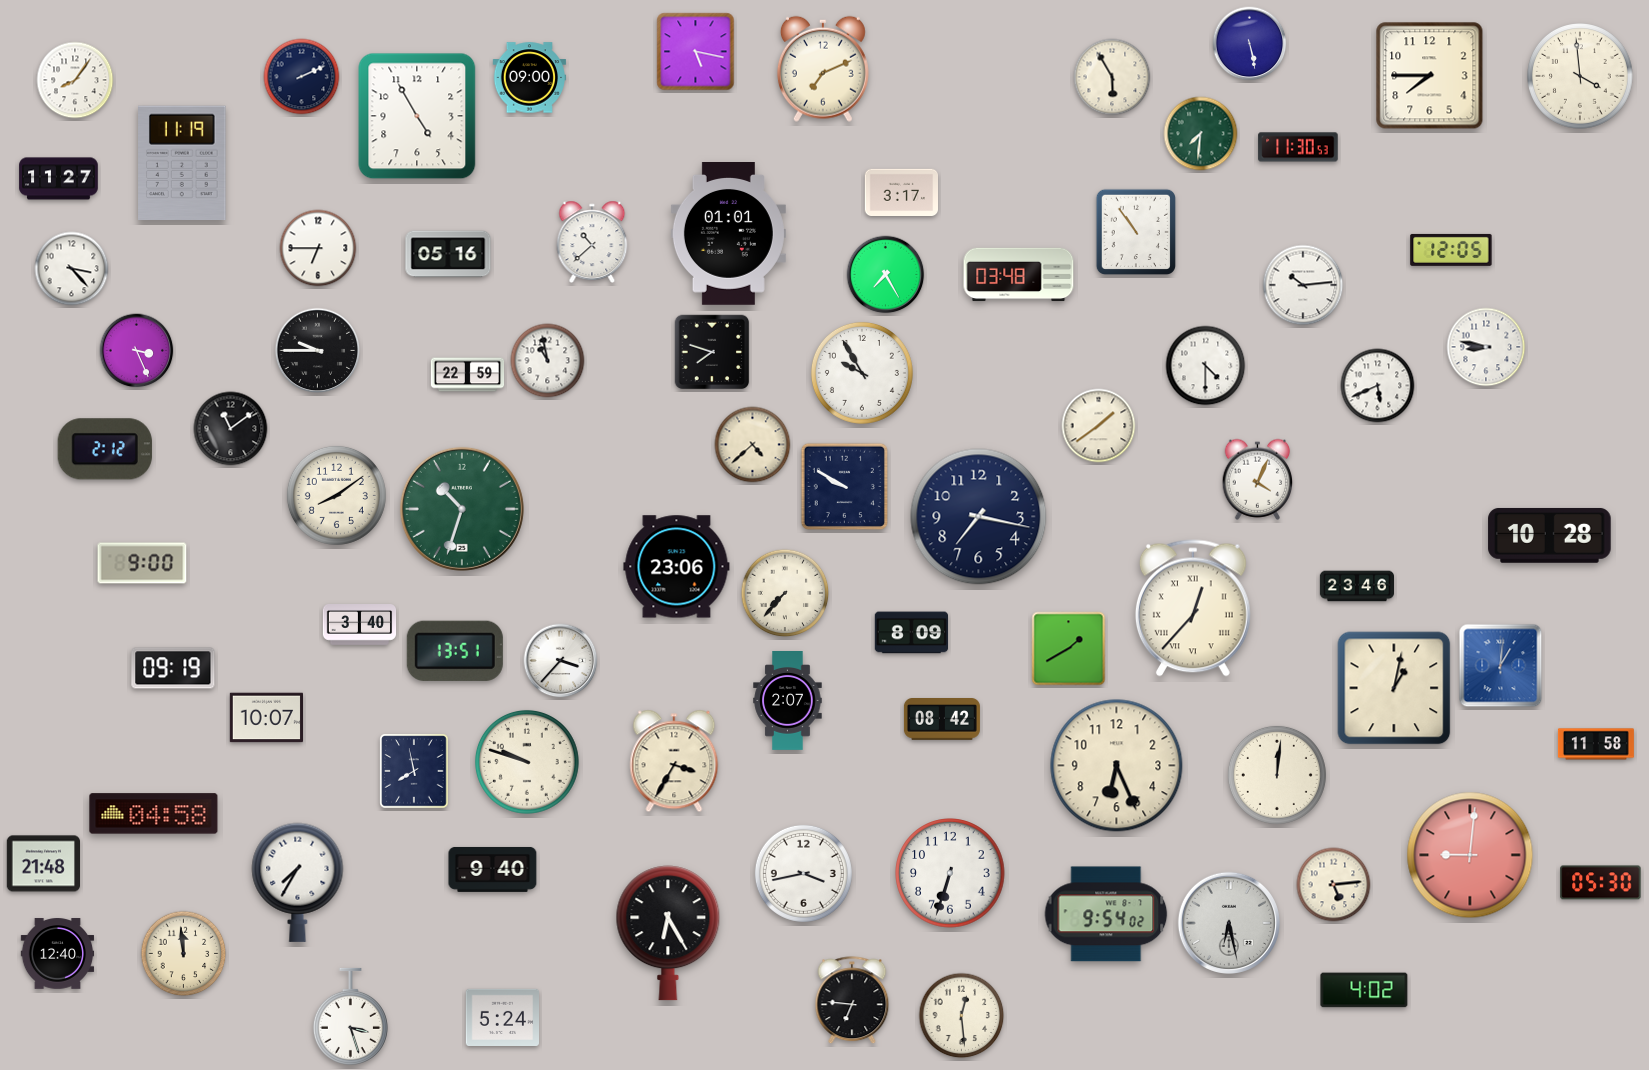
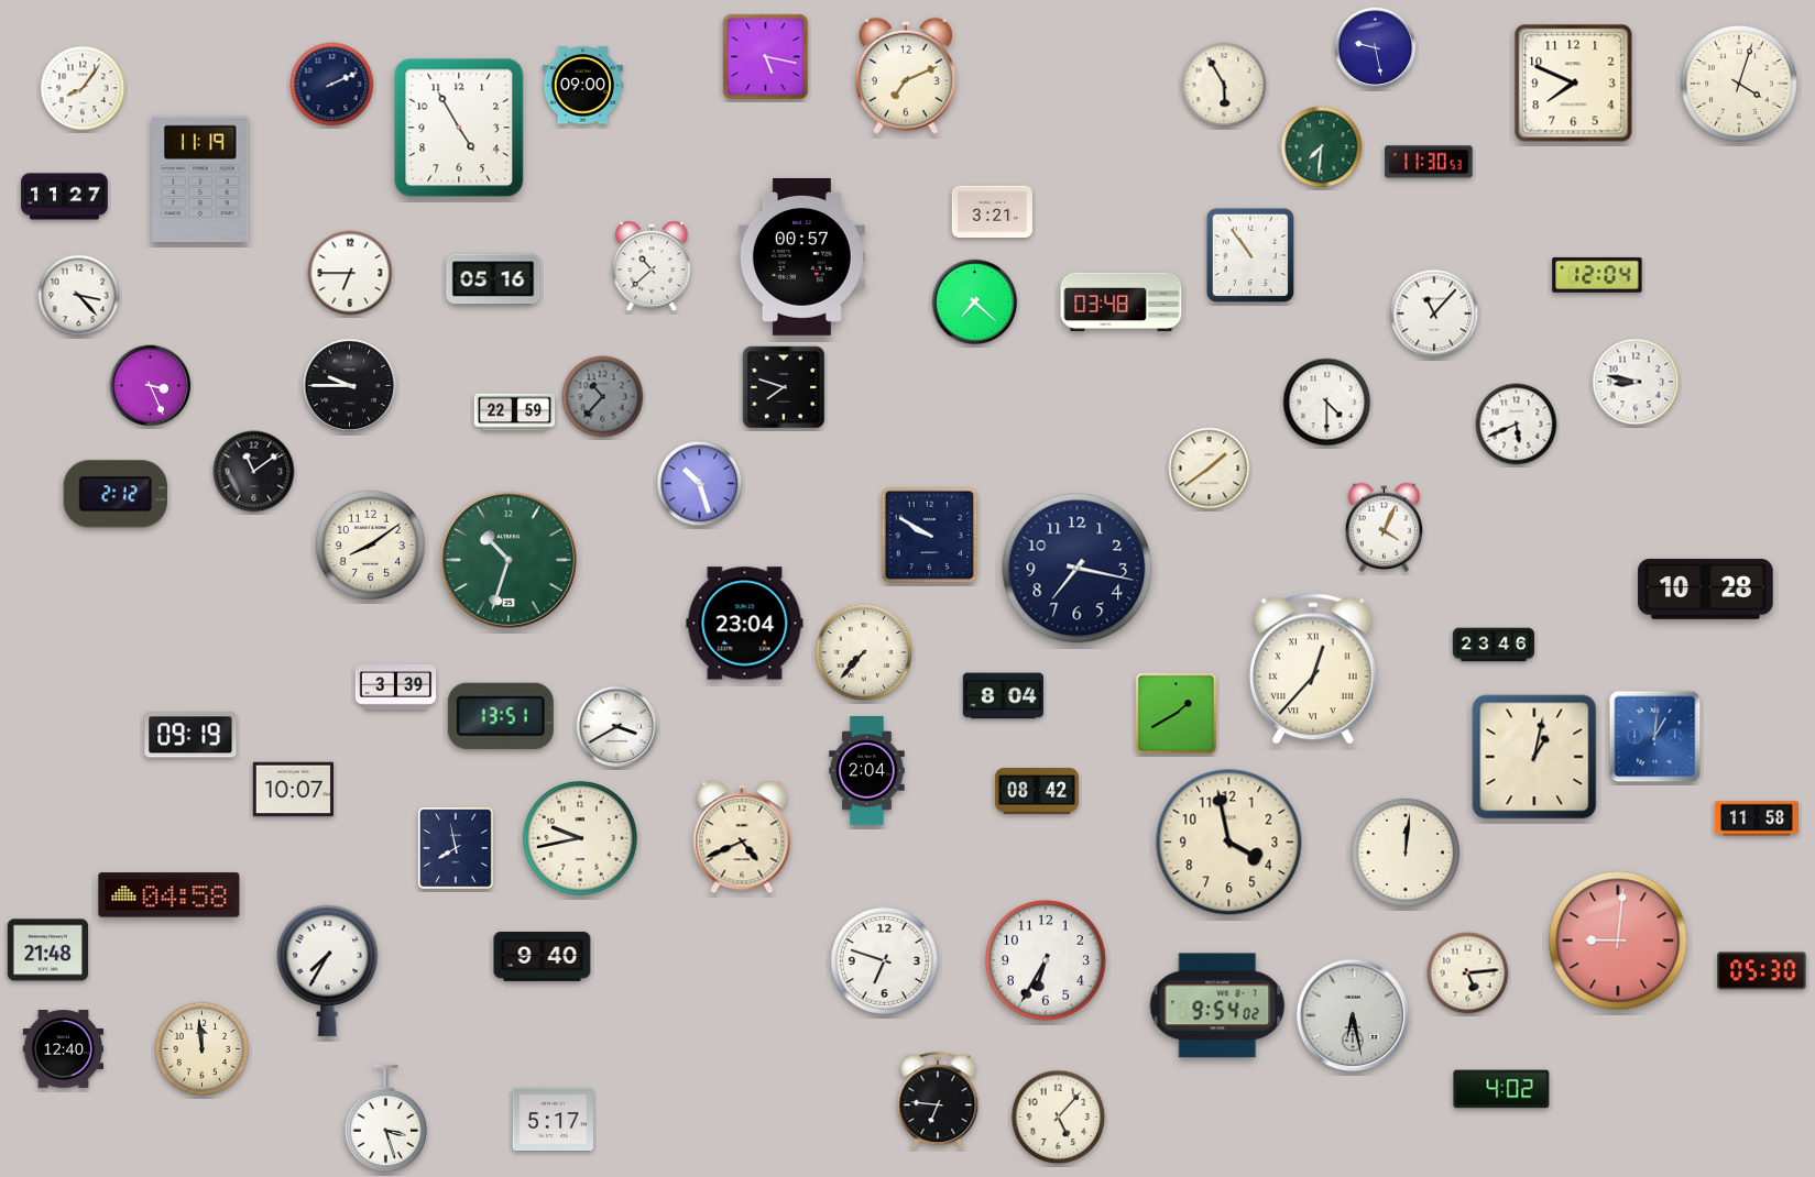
clock at (1250, 44): 5:28 -> 9:28
clock at (1430, 76): 7:45 -> 7:49
clock at (1581, 77): 3:59 -> 4:03
clock at (901, 192): 3:17 -> 3:21
clock at (728, 234): 01:01 -> 00:57
clock at (1451, 250): 12:05 -> 12:04
clock at (886, 275): 7:25 -> 7:22
clock at (1303, 285): 10:14 -> 11:07
clock at (548, 361): 10:58 -> 10:37
clock at (548, 361) dial: white -> grey
clock at (862, 373): 9:55 -> none
clock at (700, 484): none -> 10:27
clock at (753, 445): 4:38 -> none
clock at (142, 563): 9:00 -> none
clock at (677, 567): 23:06 -> 23:04
clock at (360, 625): 3:40 -> 3:39
clock at (911, 633): 8:09 -> 8:04
clock at (561, 661): 3:37 -> 3:40
clock at (1501, 666) position: (1501, 666) -> (1655, 737)
clock at (788, 701): 2:07 -> 2:04
clock at (674, 761): 3:35 -> 4:41
clock at (527, 762): 9:48 -> 9:43
clock at (1117, 766): 6:26 -> 3:58
clock at (803, 873): 3:43 -> 6:48
clock at (950, 873): 6:33 -> 6:35
clock at (668, 933): 6:25 -> none
clock at (962, 1016): 12:29 -> 5:07
clock at (503, 1017): 5:24 -> 5:17
